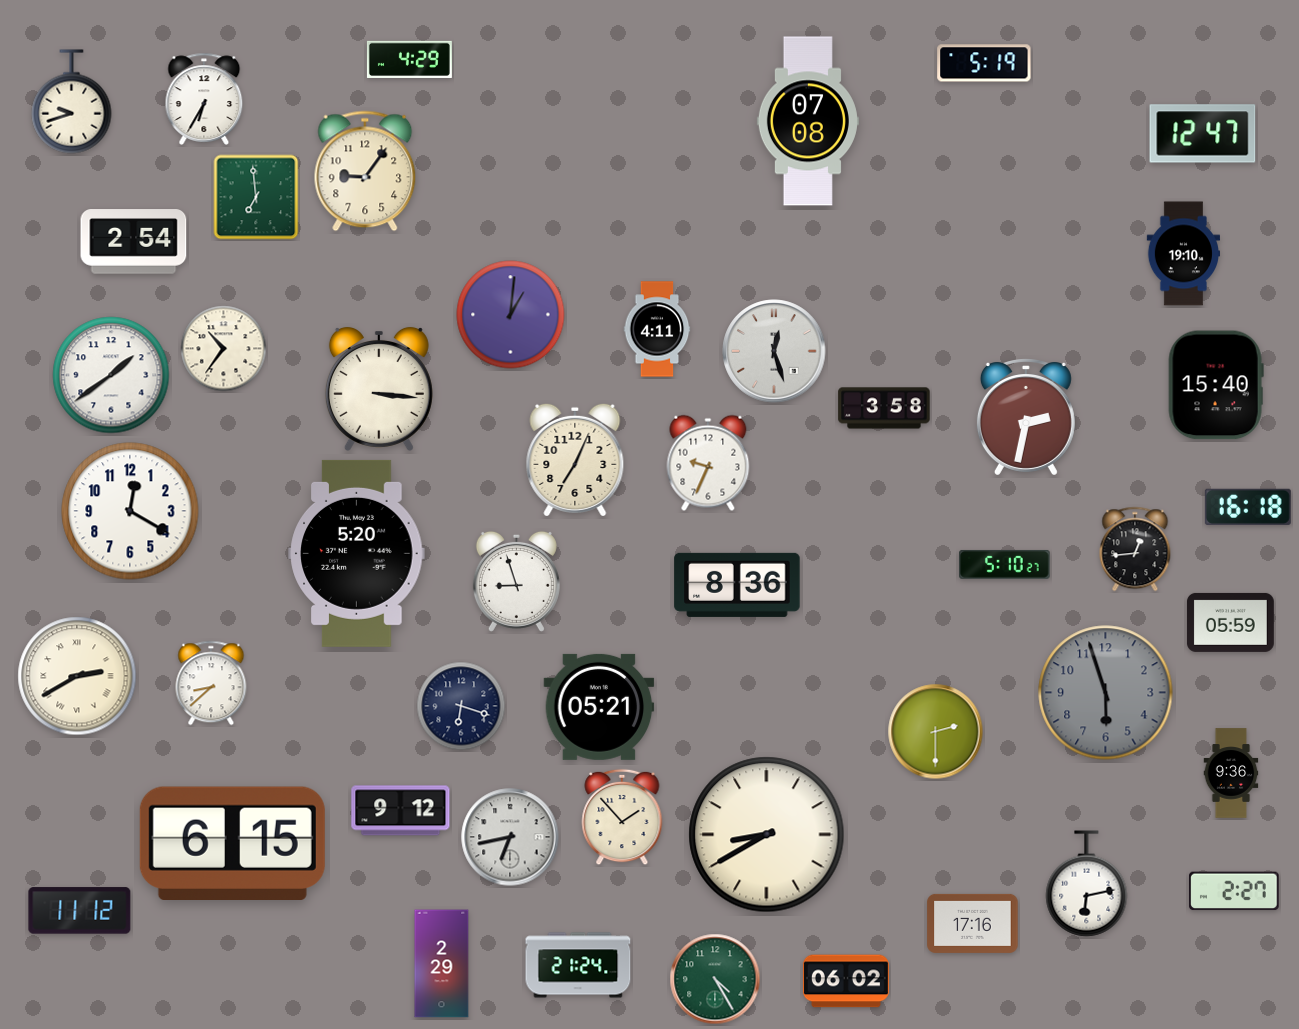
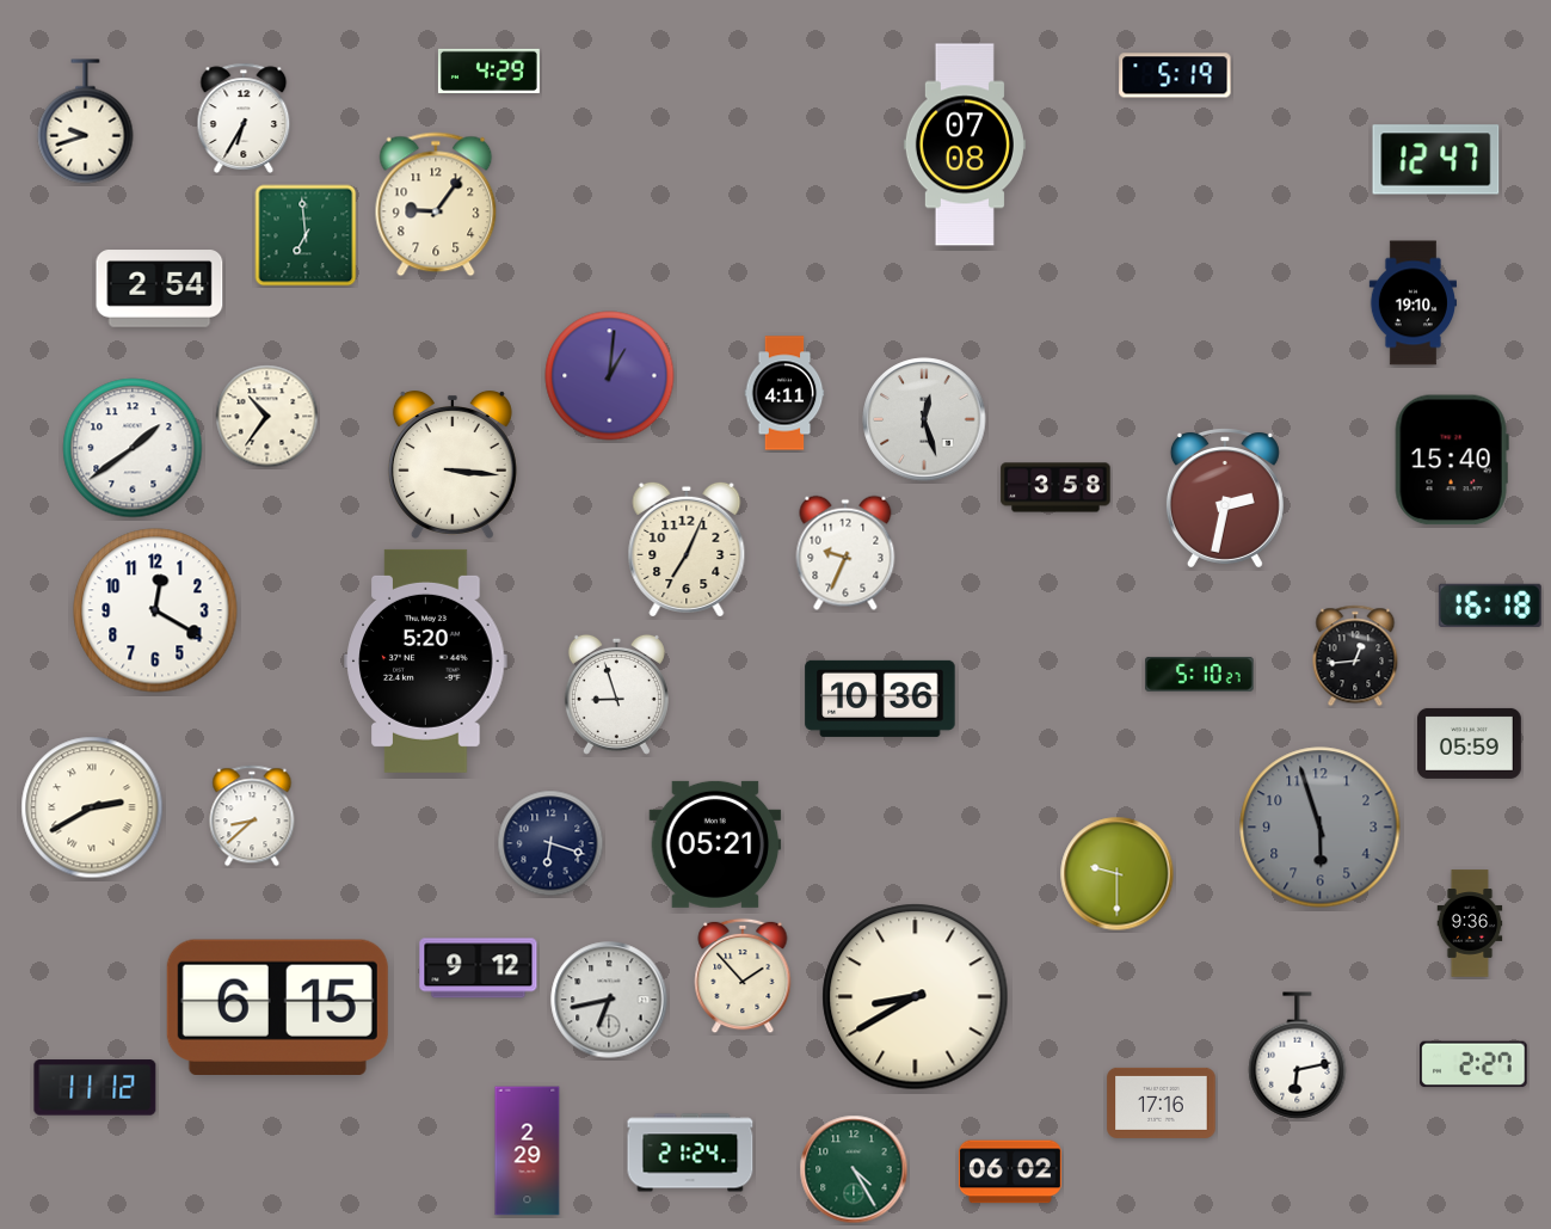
clock at (737, 585): 8:36 -> 10:36
clock at (936, 732): 2:30 -> 9:30
